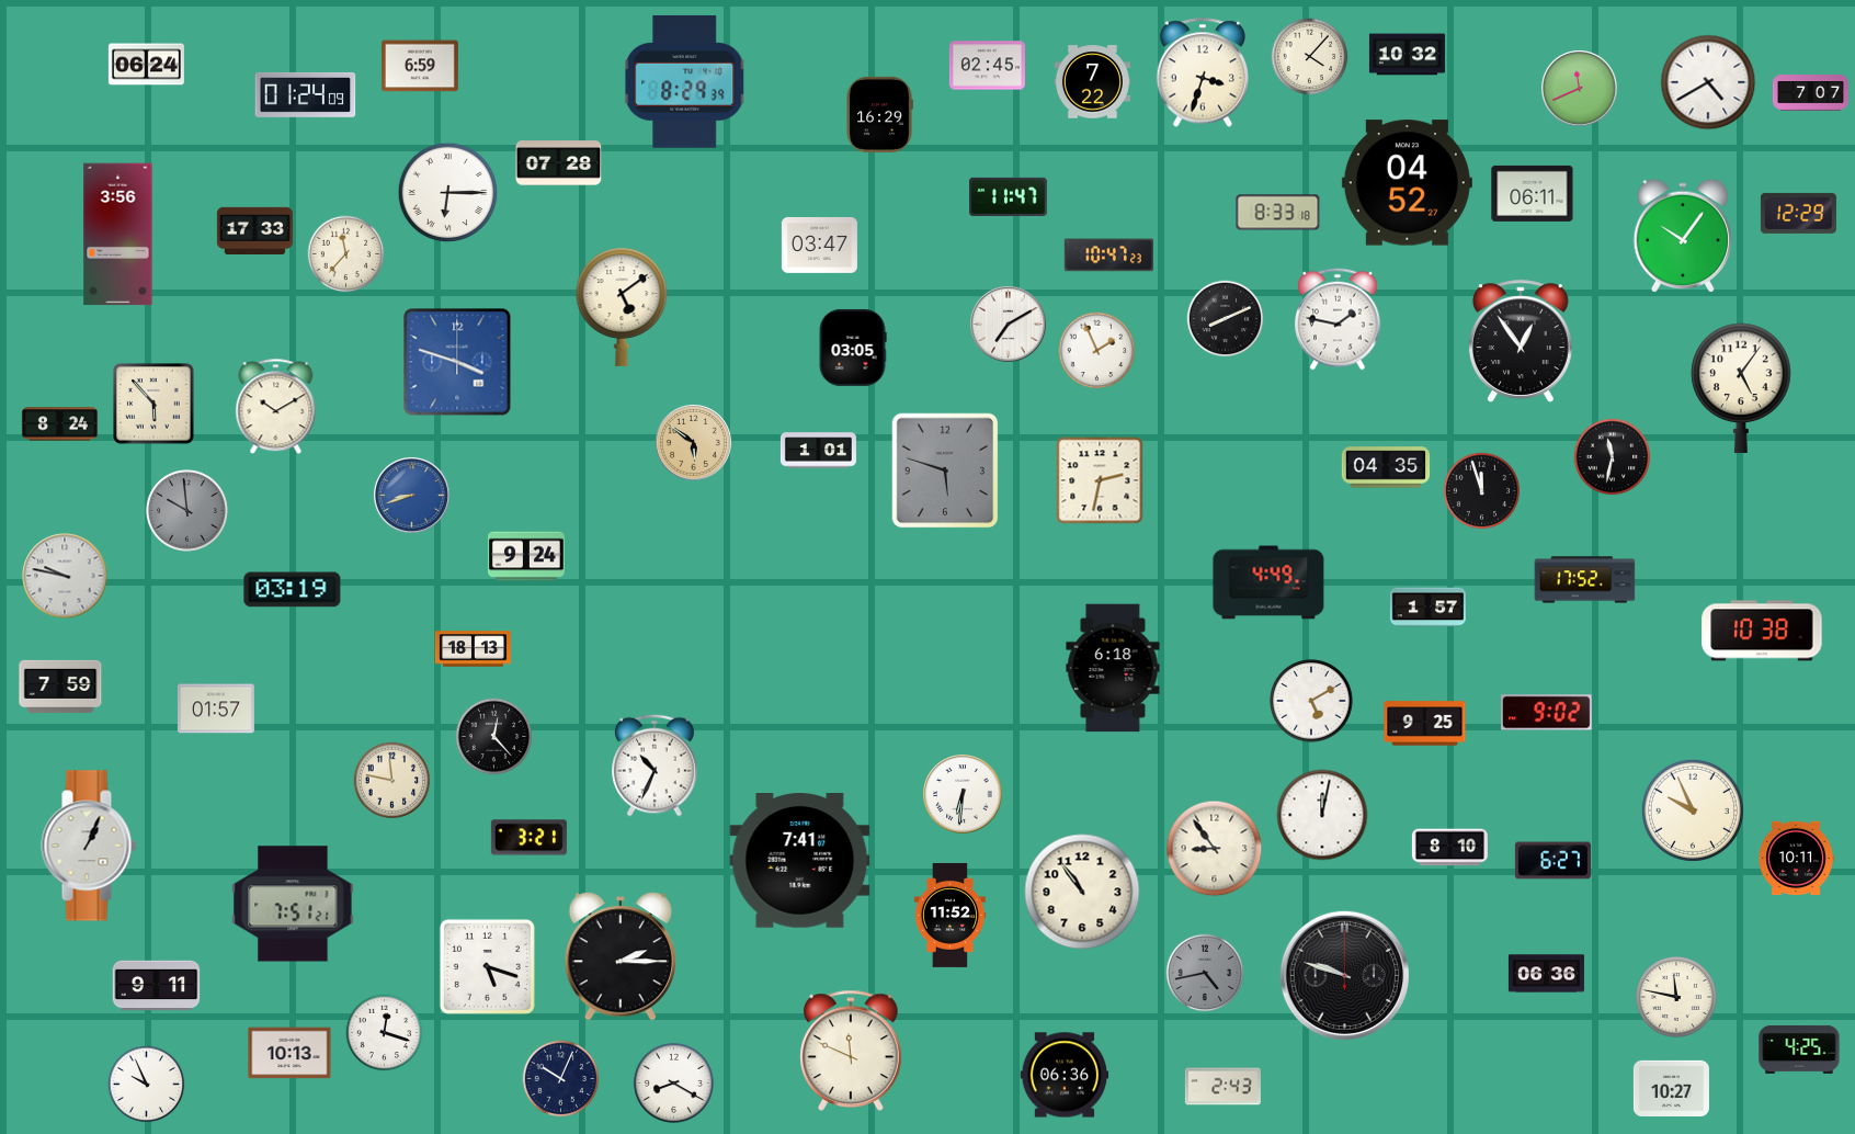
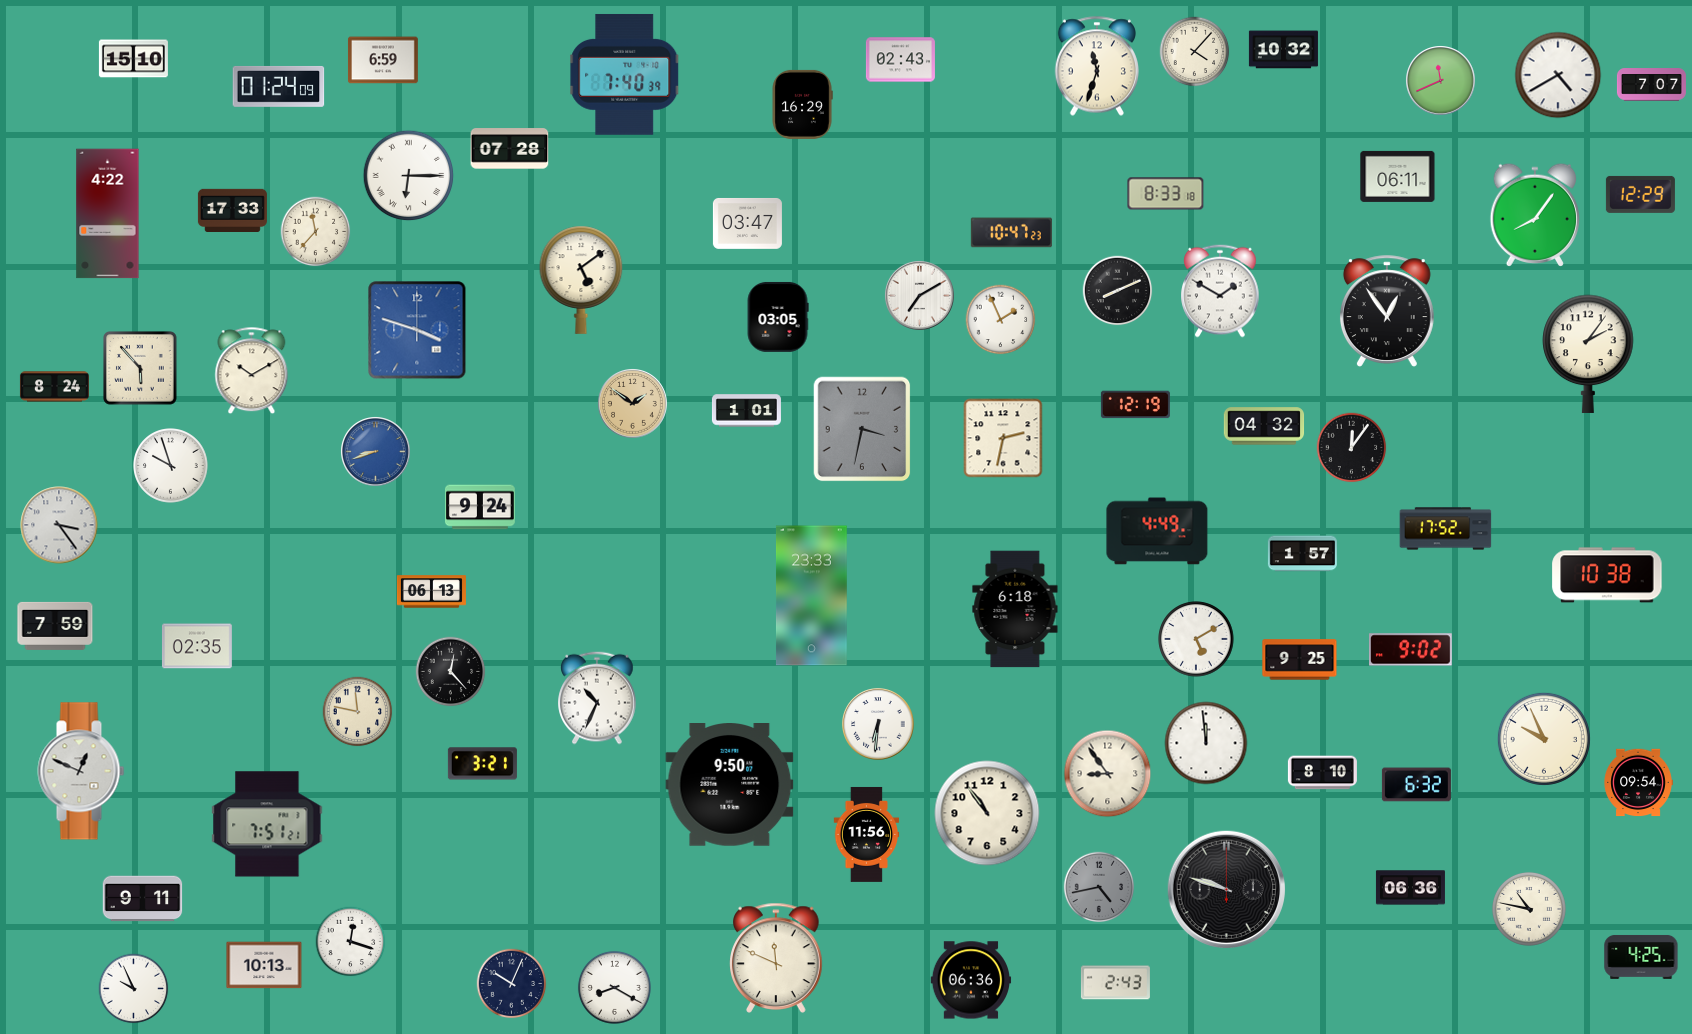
clock at (146, 65): 06:24 -> 15:10
clock at (987, 66): 02:45 -> 02:43
clock at (1202, 72): 3:33 -> 11:33
clock at (685, 81): 8:29 -> 7:40
clock at (1092, 82): 7:22 -> none
clock at (1407, 183): 04:52 -> none
clock at (1009, 196): 11:47 -> none
clock at (118, 235): 3:56 -> 4:22
clock at (1682, 236): 10:06 -> 8:06
clock at (622, 307) position: (622, 307) -> (581, 280)
clock at (1338, 319): 1:47 -> 1:50
clock at (1741, 388): 5:06 -> 2:06
clock at (694, 443): 5:51 -> 1:51
clock at (1135, 405): none -> 12:19
clock at (1613, 457): 11:32 -> none
clock at (1386, 467): 04:35 -> 04:32
clock at (945, 470): 5:48 -> 3:32
clock at (1482, 491): 11:57 -> 12:06
clock at (187, 511): 9:59 -> 9:57
clock at (187, 511) dial: grey -> white
clock at (65, 576): 9:47 -> 3:24
clock at (293, 590): 03:19 -> none
clock at (473, 649): 18:13 -> 06:13
clock at (811, 596): none -> 23:33
clock at (216, 708): 01:57 -> 02:35
clock at (1322, 815): 12:02 -> 11:59
clock at (89, 846): 1:04 -> 12:49
clock at (1796, 859): 10:11 -> 09:54
clock at (800, 861): 7:41 -> 9:50
clock at (1552, 861): 6:27 -> 6:32
clock at (951, 915): 11:52 -> 11:56
clock at (621, 956): 2:15 -> none
clock at (487, 966): 5:18 -> none
clock at (1676, 997): 11:47 -> 10:47
clock at (289, 1053) position: (289, 1053) -> (264, 965)
clock at (1222, 1087) position: (1222, 1087) -> (1115, 983)
clock at (1671, 1088): 10:27 -> none
